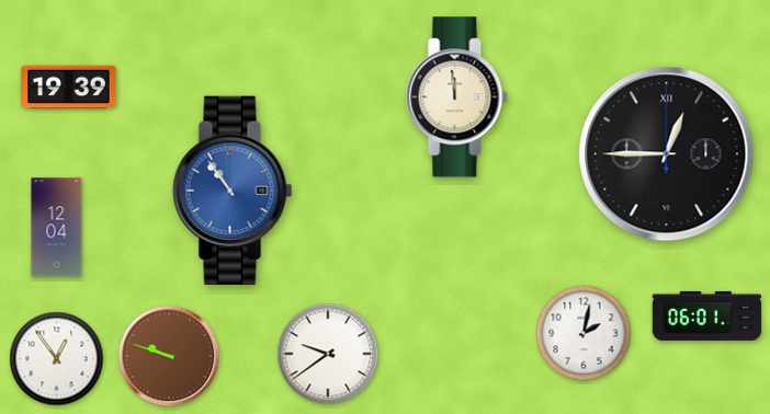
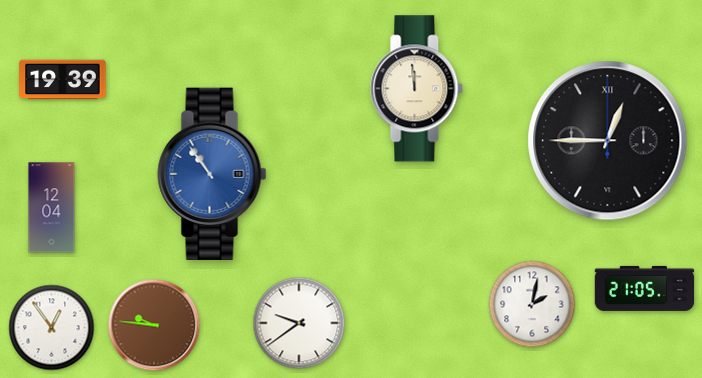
clock at (707, 315): 06:01 -> 21:05
clock at (169, 356): 9:48 -> 9:46
